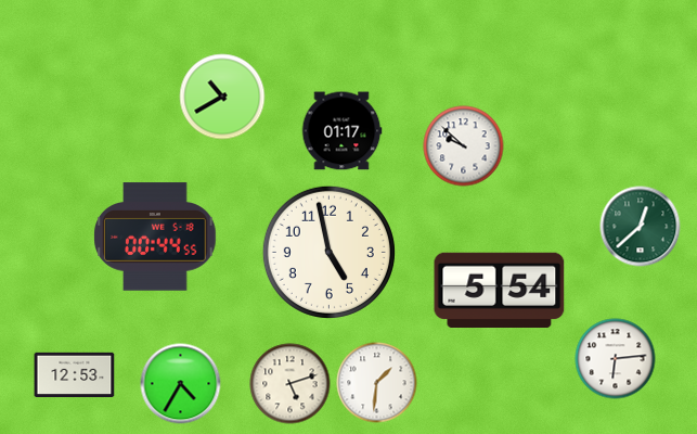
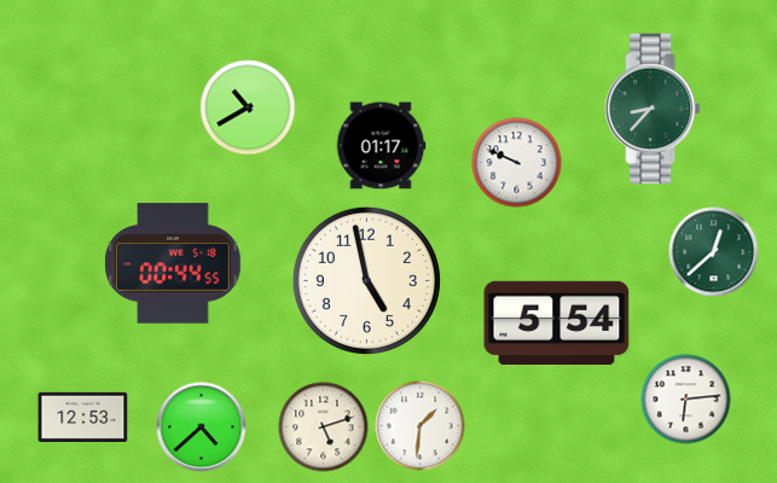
clock at (653, 109): none -> 8:37
clock at (464, 146): 9:52 -> 9:49
clock at (181, 384): 4:35 -> 4:38
